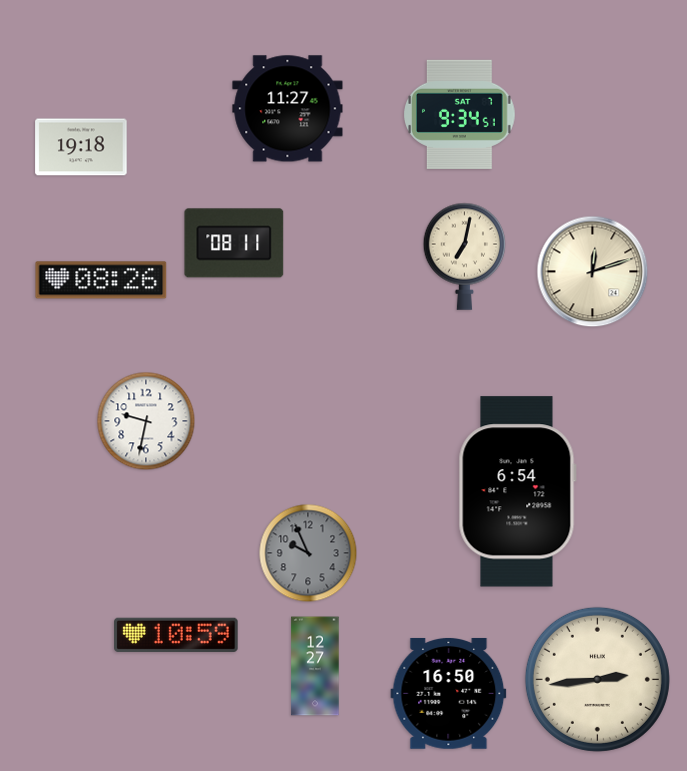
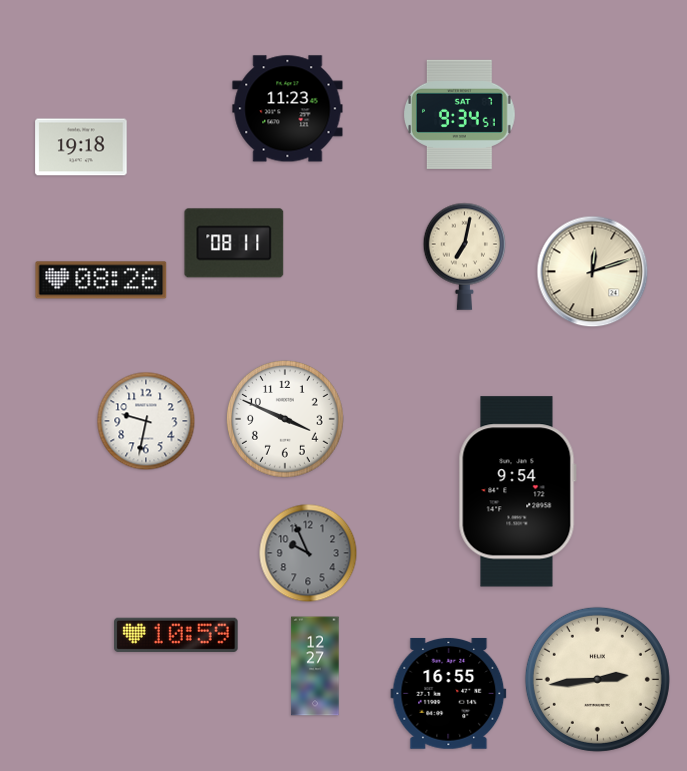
clock at (288, 109): 11:27 -> 11:23
clock at (286, 420): none -> 3:49
clock at (517, 492): 6:54 -> 9:54
clock at (449, 693): 16:50 -> 16:55
